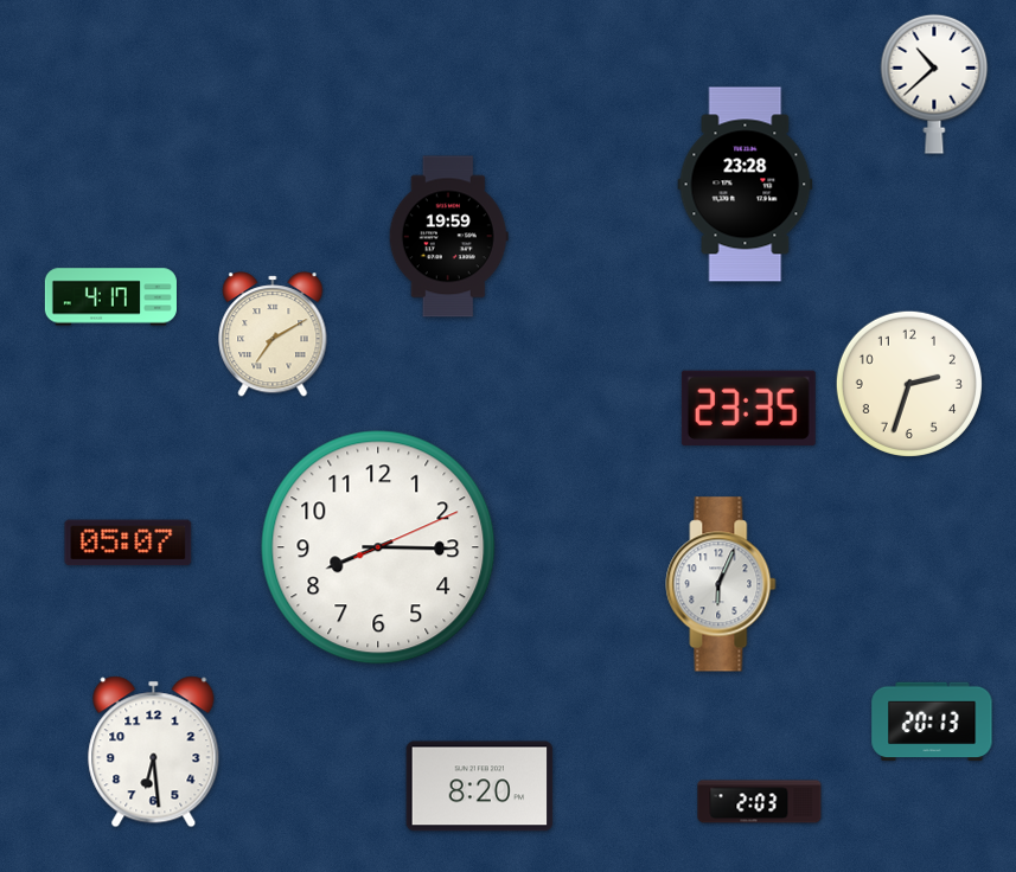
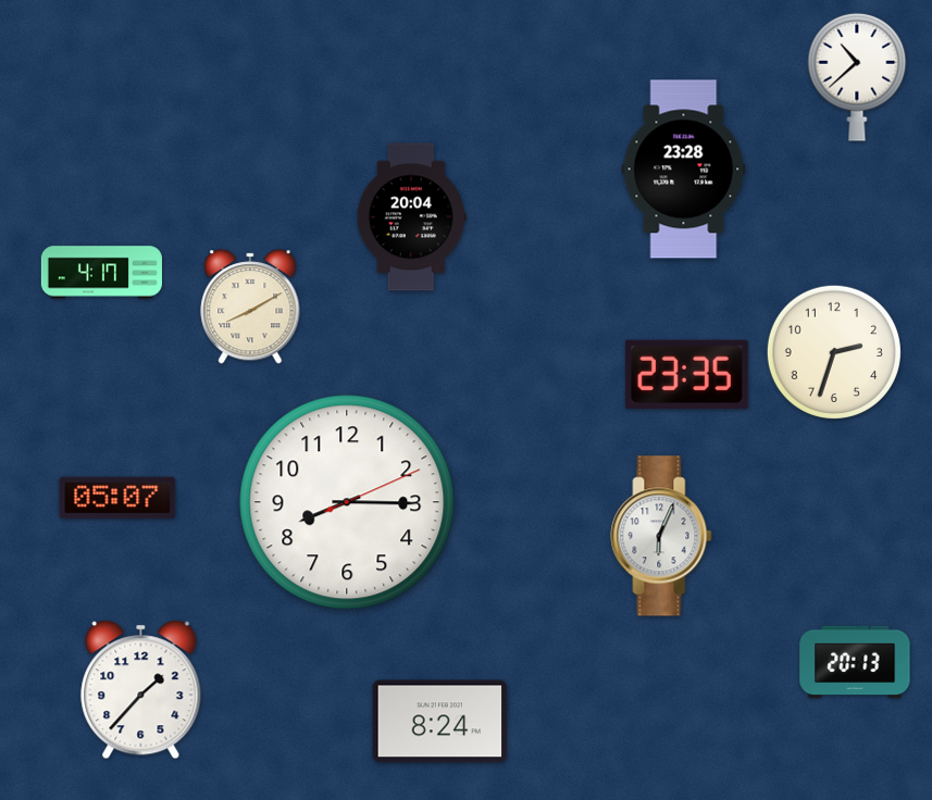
clock at (448, 237): 19:59 -> 20:04
clock at (273, 334): 7:10 -> 8:10
clock at (154, 752): 6:29 -> 1:37
clock at (480, 787): 8:20 -> 8:24
clock at (760, 802): 2:03 -> none
